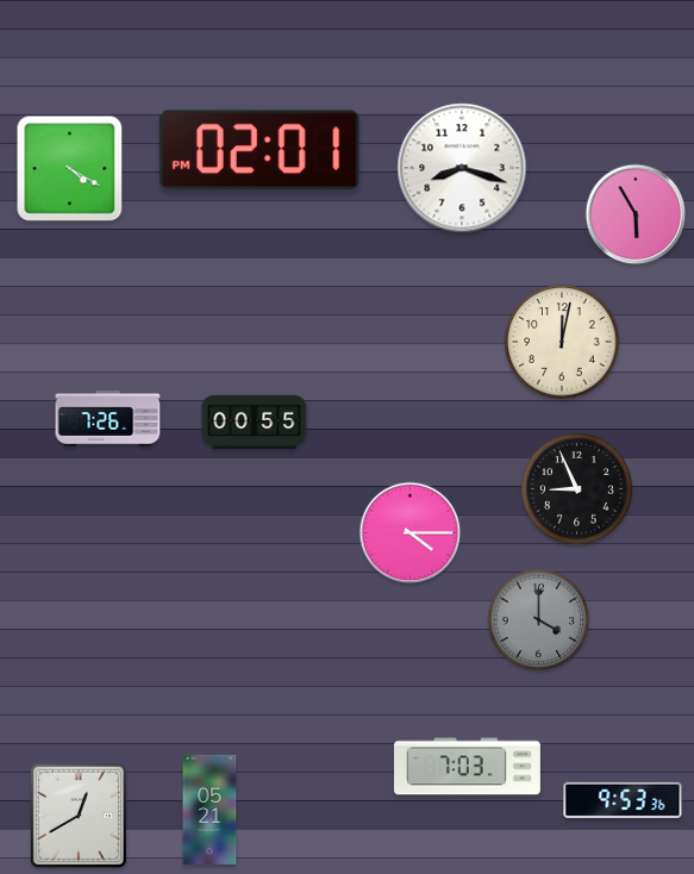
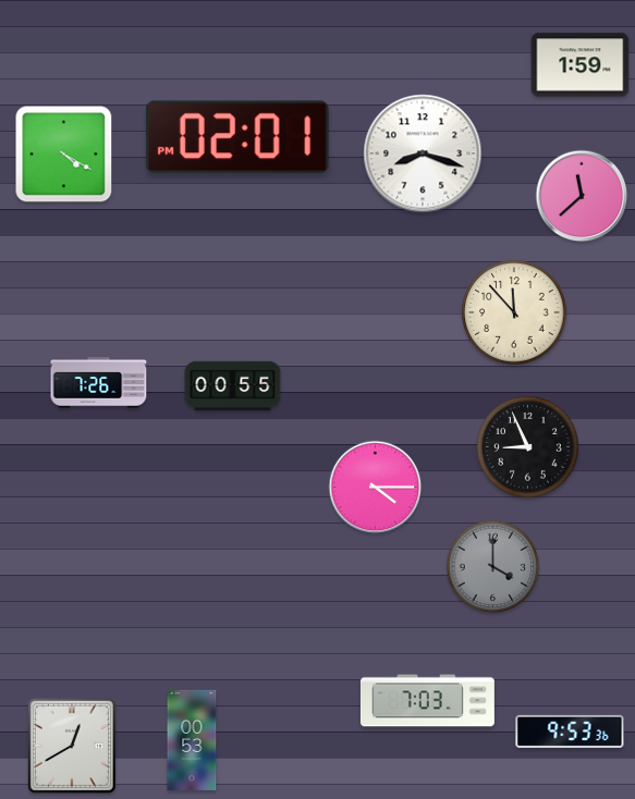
clock at (581, 65): none -> 1:59
clock at (636, 214): 5:55 -> 11:38
clock at (562, 342): 12:02 -> 11:53
clock at (210, 809): 05:21 -> 00:53
